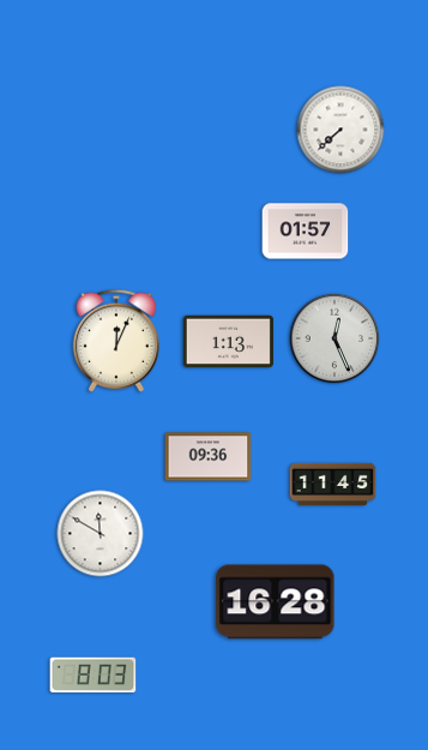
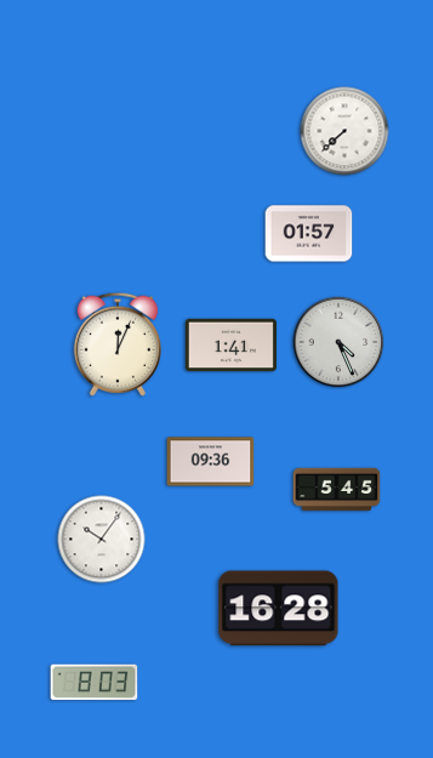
clock at (334, 338): 12:26 -> 4:26
clock at (228, 342): 1:13 -> 1:41
clock at (333, 485): 11:45 -> 5:45
clock at (101, 534): 11:50 -> 10:06
